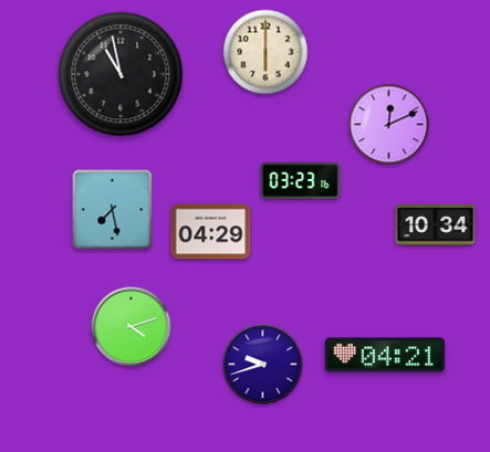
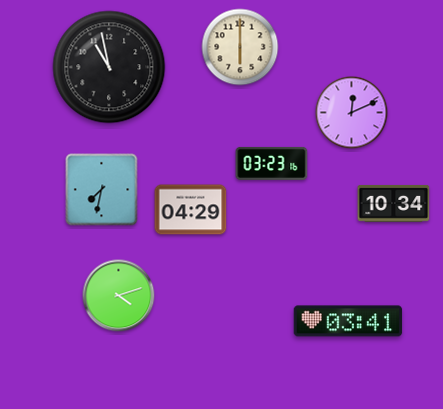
clock at (113, 210): 7:28 -> 7:32
clock at (385, 355): 04:21 -> 03:41
clock at (263, 365): 9:42 -> none
